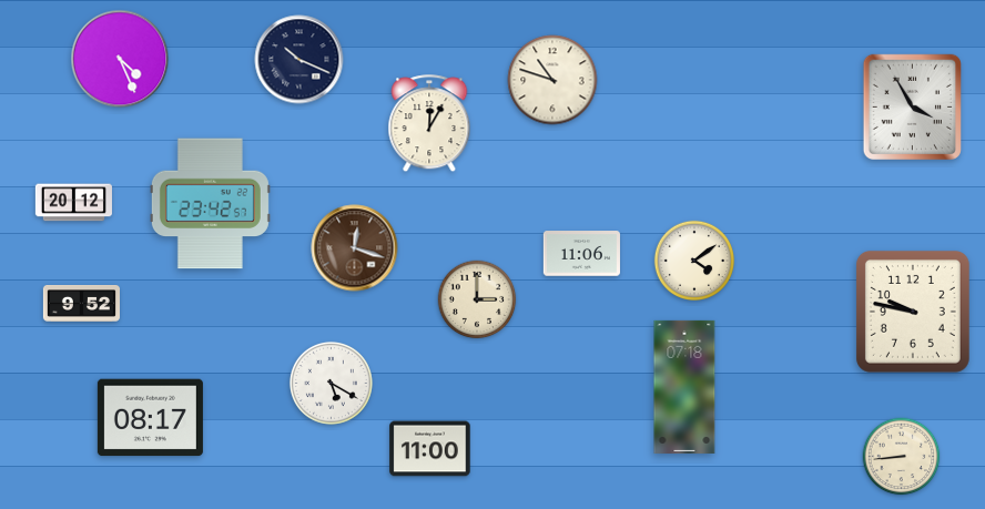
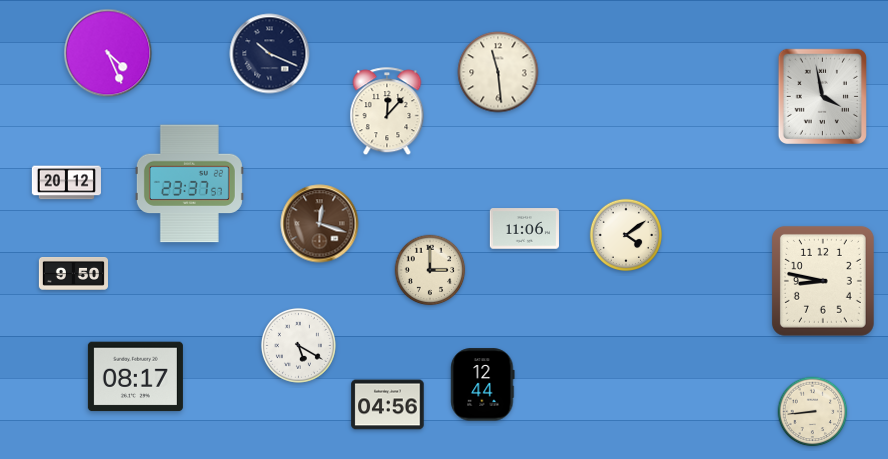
clock at (552, 80): 10:48 -> 11:29
clock at (912, 106): 3:55 -> 3:58
clock at (429, 124): 12:05 -> 12:07
clock at (210, 204): 23:42 -> 23:37
clock at (81, 304): 9:52 -> 9:50
clock at (913, 312): 9:47 -> 8:47
clock at (684, 387): 07:18 -> none
clock at (483, 385): none -> 12:44
clock at (430, 449): 11:00 -> 04:56
